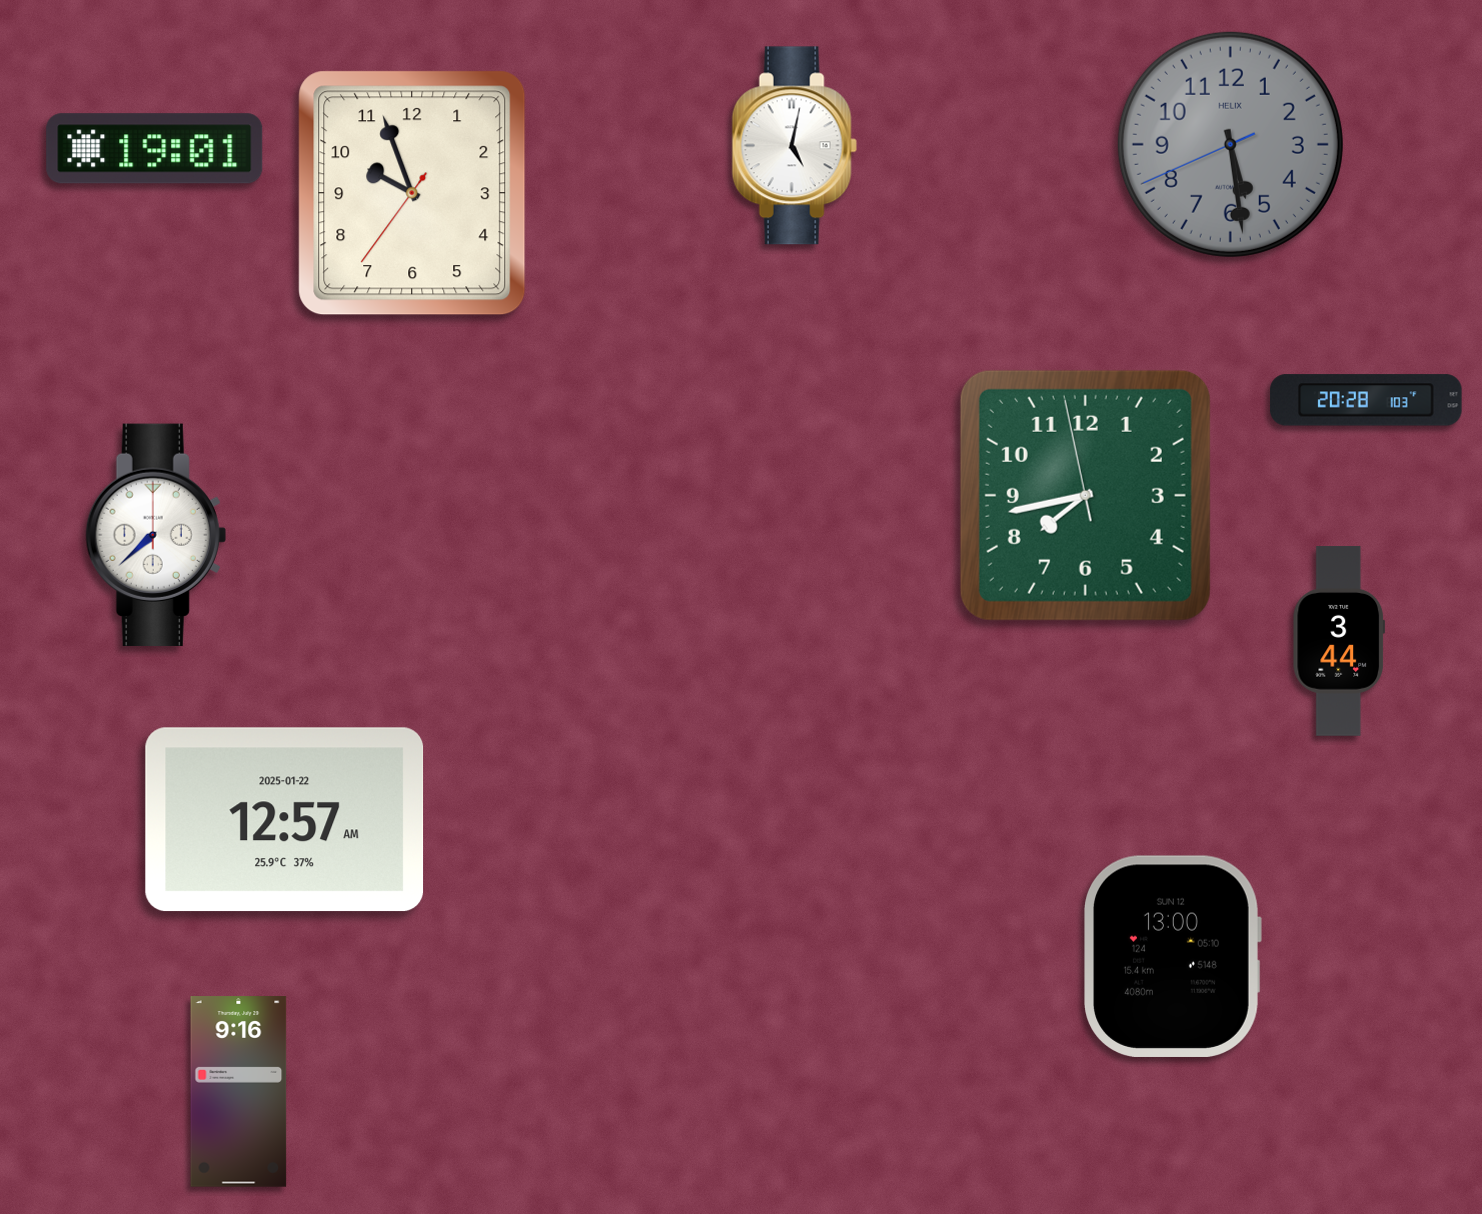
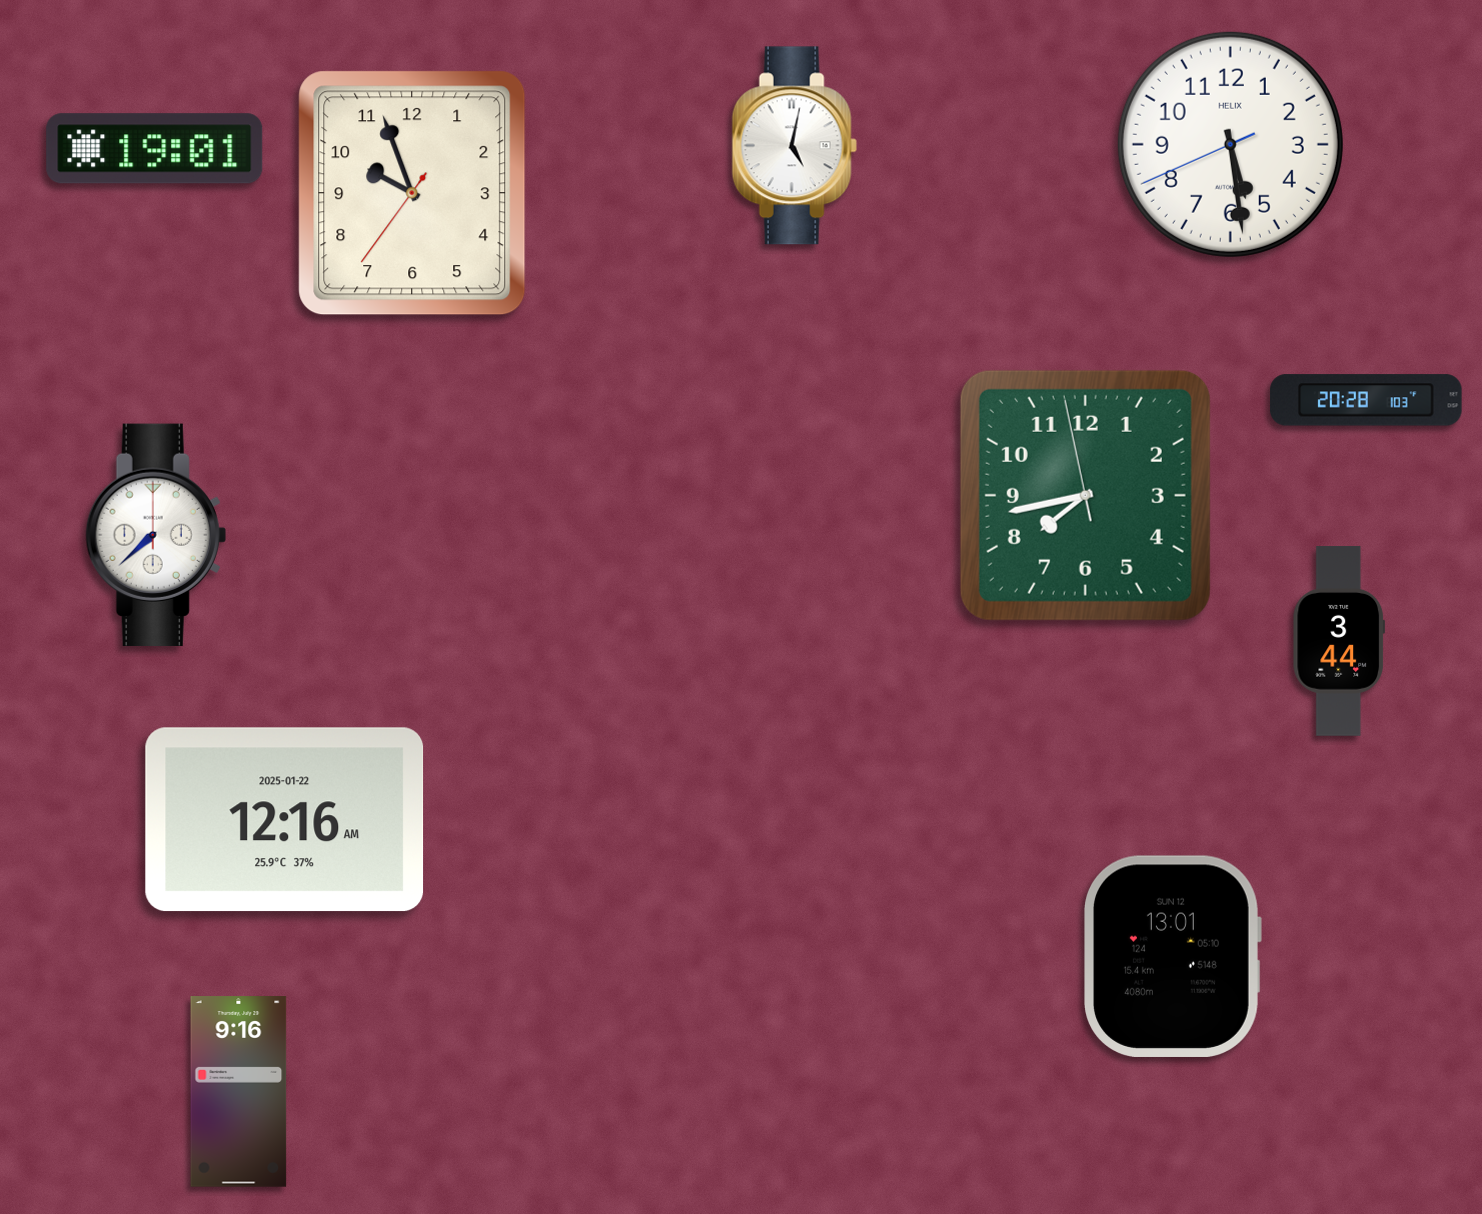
clock at (1230, 144) dial: grey -> white
clock at (285, 820): 12:57 -> 12:16
clock at (1172, 956): 13:00 -> 13:01
